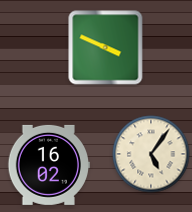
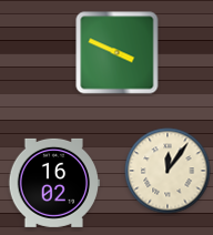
clock at (151, 154): 5:06 -> 12:06
